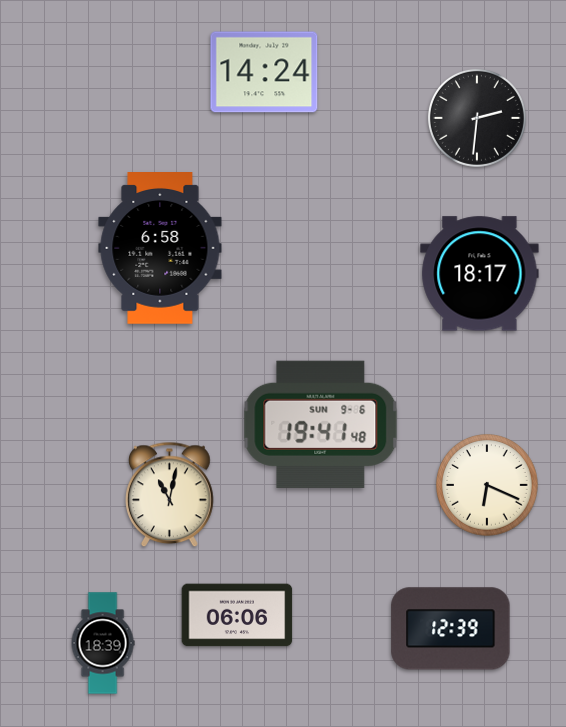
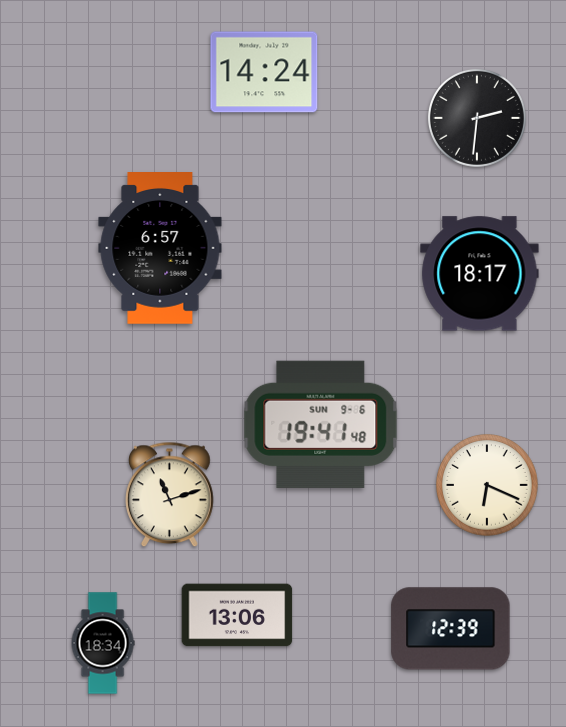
clock at (160, 249): 6:58 -> 6:57
clock at (170, 495): 11:02 -> 11:12
clock at (237, 615): 06:06 -> 13:06
clock at (103, 643): 18:39 -> 18:34
